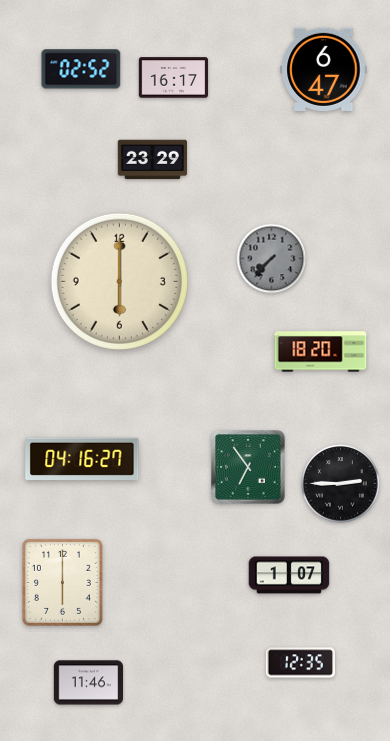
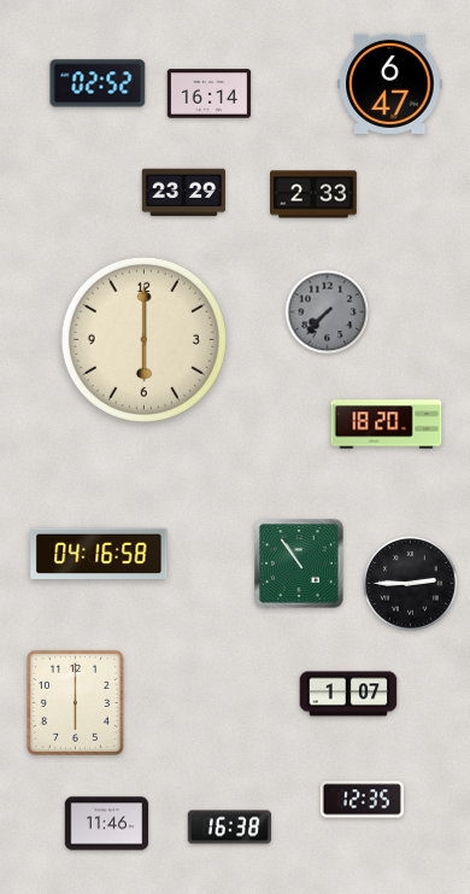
clock at (174, 78): 16:17 -> 16:14
clock at (313, 194): none -> 2:33
clock at (82, 458): 04:16:27 -> 04:16:58
clock at (248, 467): 6:54 -> 10:54
clock at (230, 828): none -> 16:38
